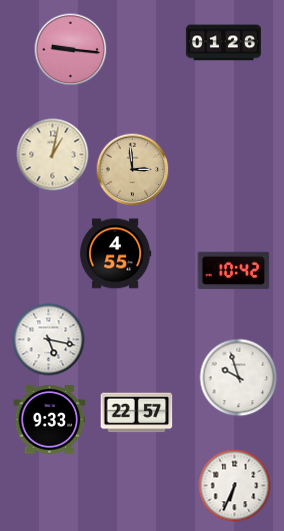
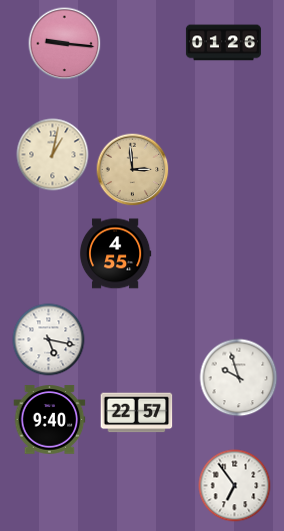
clock at (71, 50) position: (71, 50) -> (65, 44)
clock at (234, 271): 10:42 -> none
clock at (50, 420): 9:33 -> 9:40
clock at (235, 486): 6:34 -> 6:54
